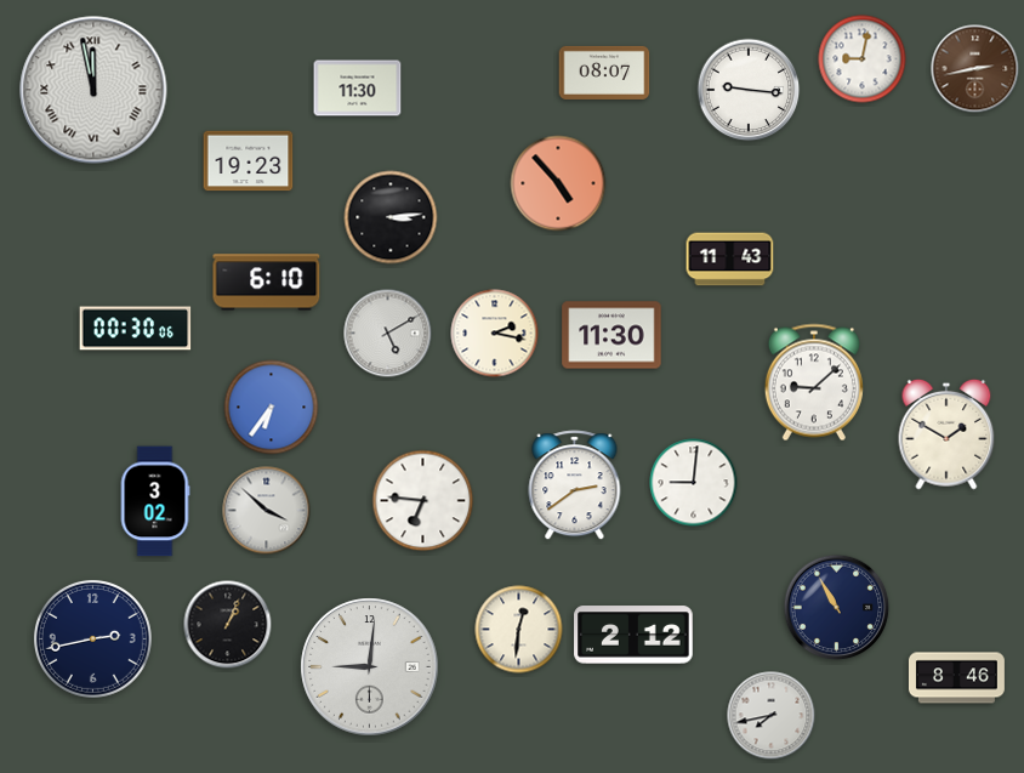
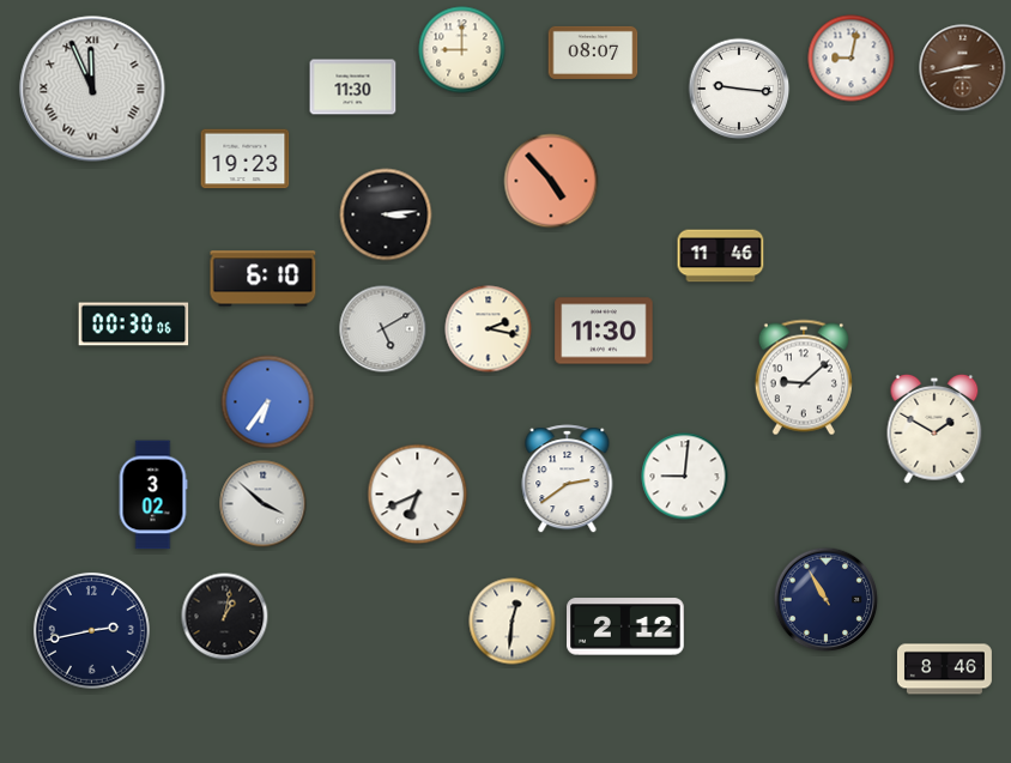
clock at (462, 50): none -> 9:00
clock at (604, 73) position: (604, 73) -> (593, 53)
clock at (93, 90): 11:58 -> 11:56
clock at (730, 260): 11:43 -> 11:46
clock at (423, 501): 6:46 -> 6:41
clock at (228, 625): 1:04 -> 1:02
clock at (370, 667): 9:01 -> none
clock at (772, 716): 7:43 -> none
